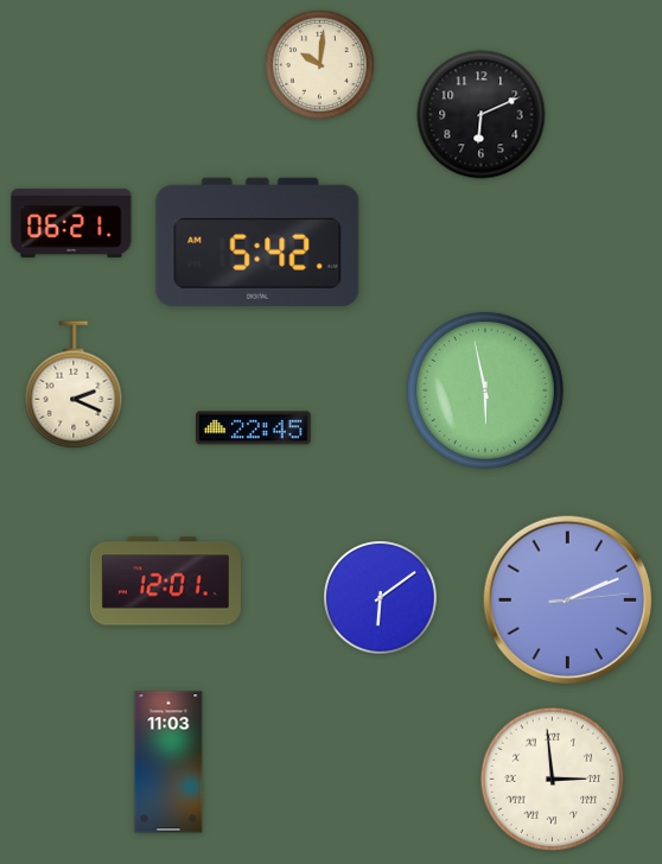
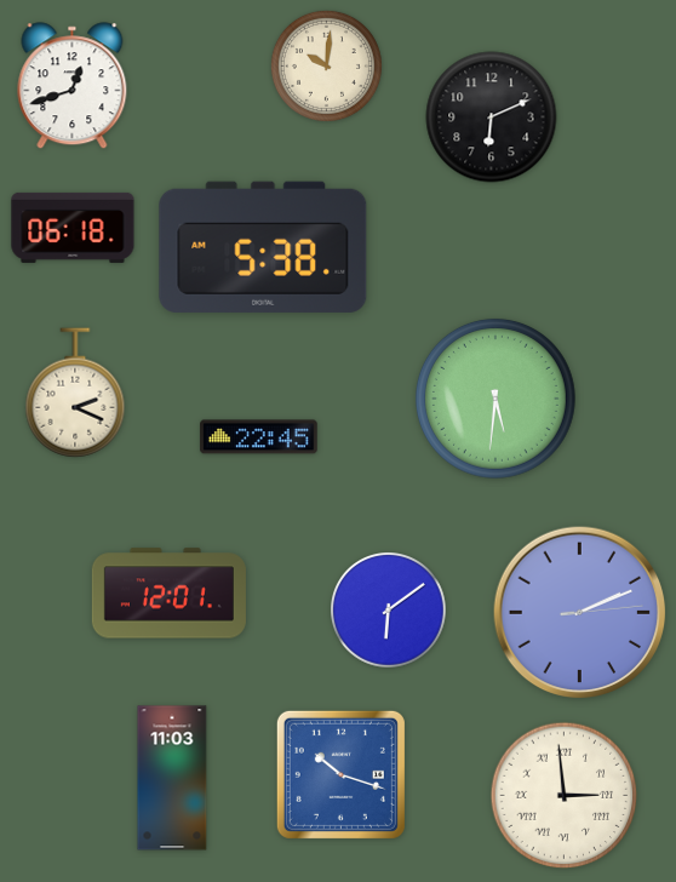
clock at (73, 86): none -> 12:42
clock at (71, 223): 06:21 -> 06:18
clock at (257, 242): 5:42 -> 5:38
clock at (485, 390): 5:58 -> 5:31
clock at (340, 774): none -> 10:18
